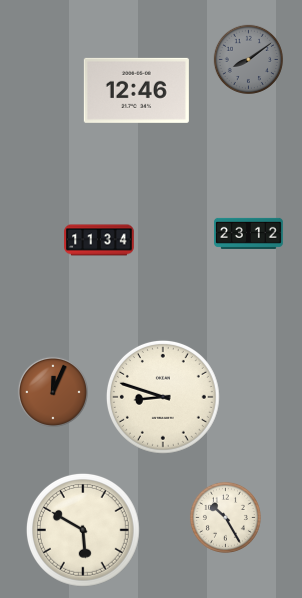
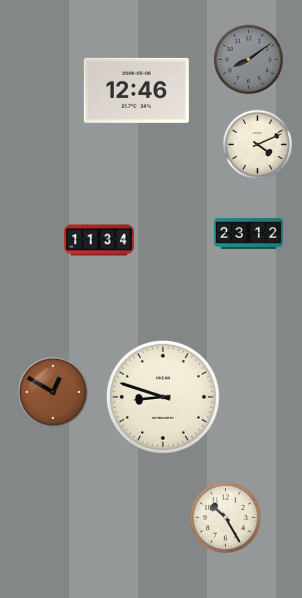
clock at (257, 144): none -> 4:11
clock at (53, 392): 12:04 -> 12:50
clock at (83, 530): 5:50 -> none
